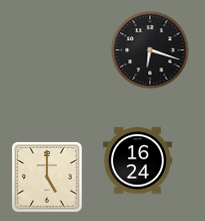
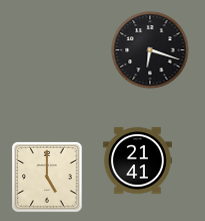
clock at (137, 161): 16:24 -> 21:41
